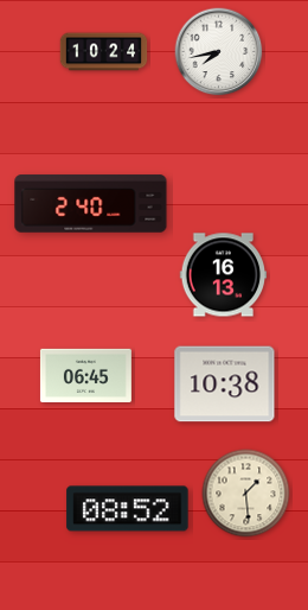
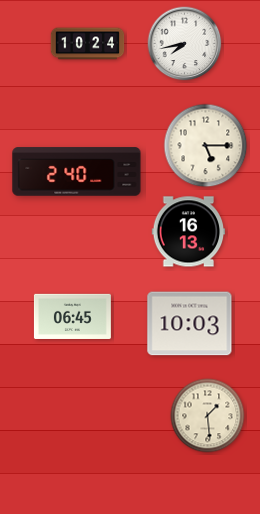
clock at (206, 146): none -> 5:15
clock at (225, 385): 10:38 -> 10:03
clock at (128, 509): 08:52 -> none
